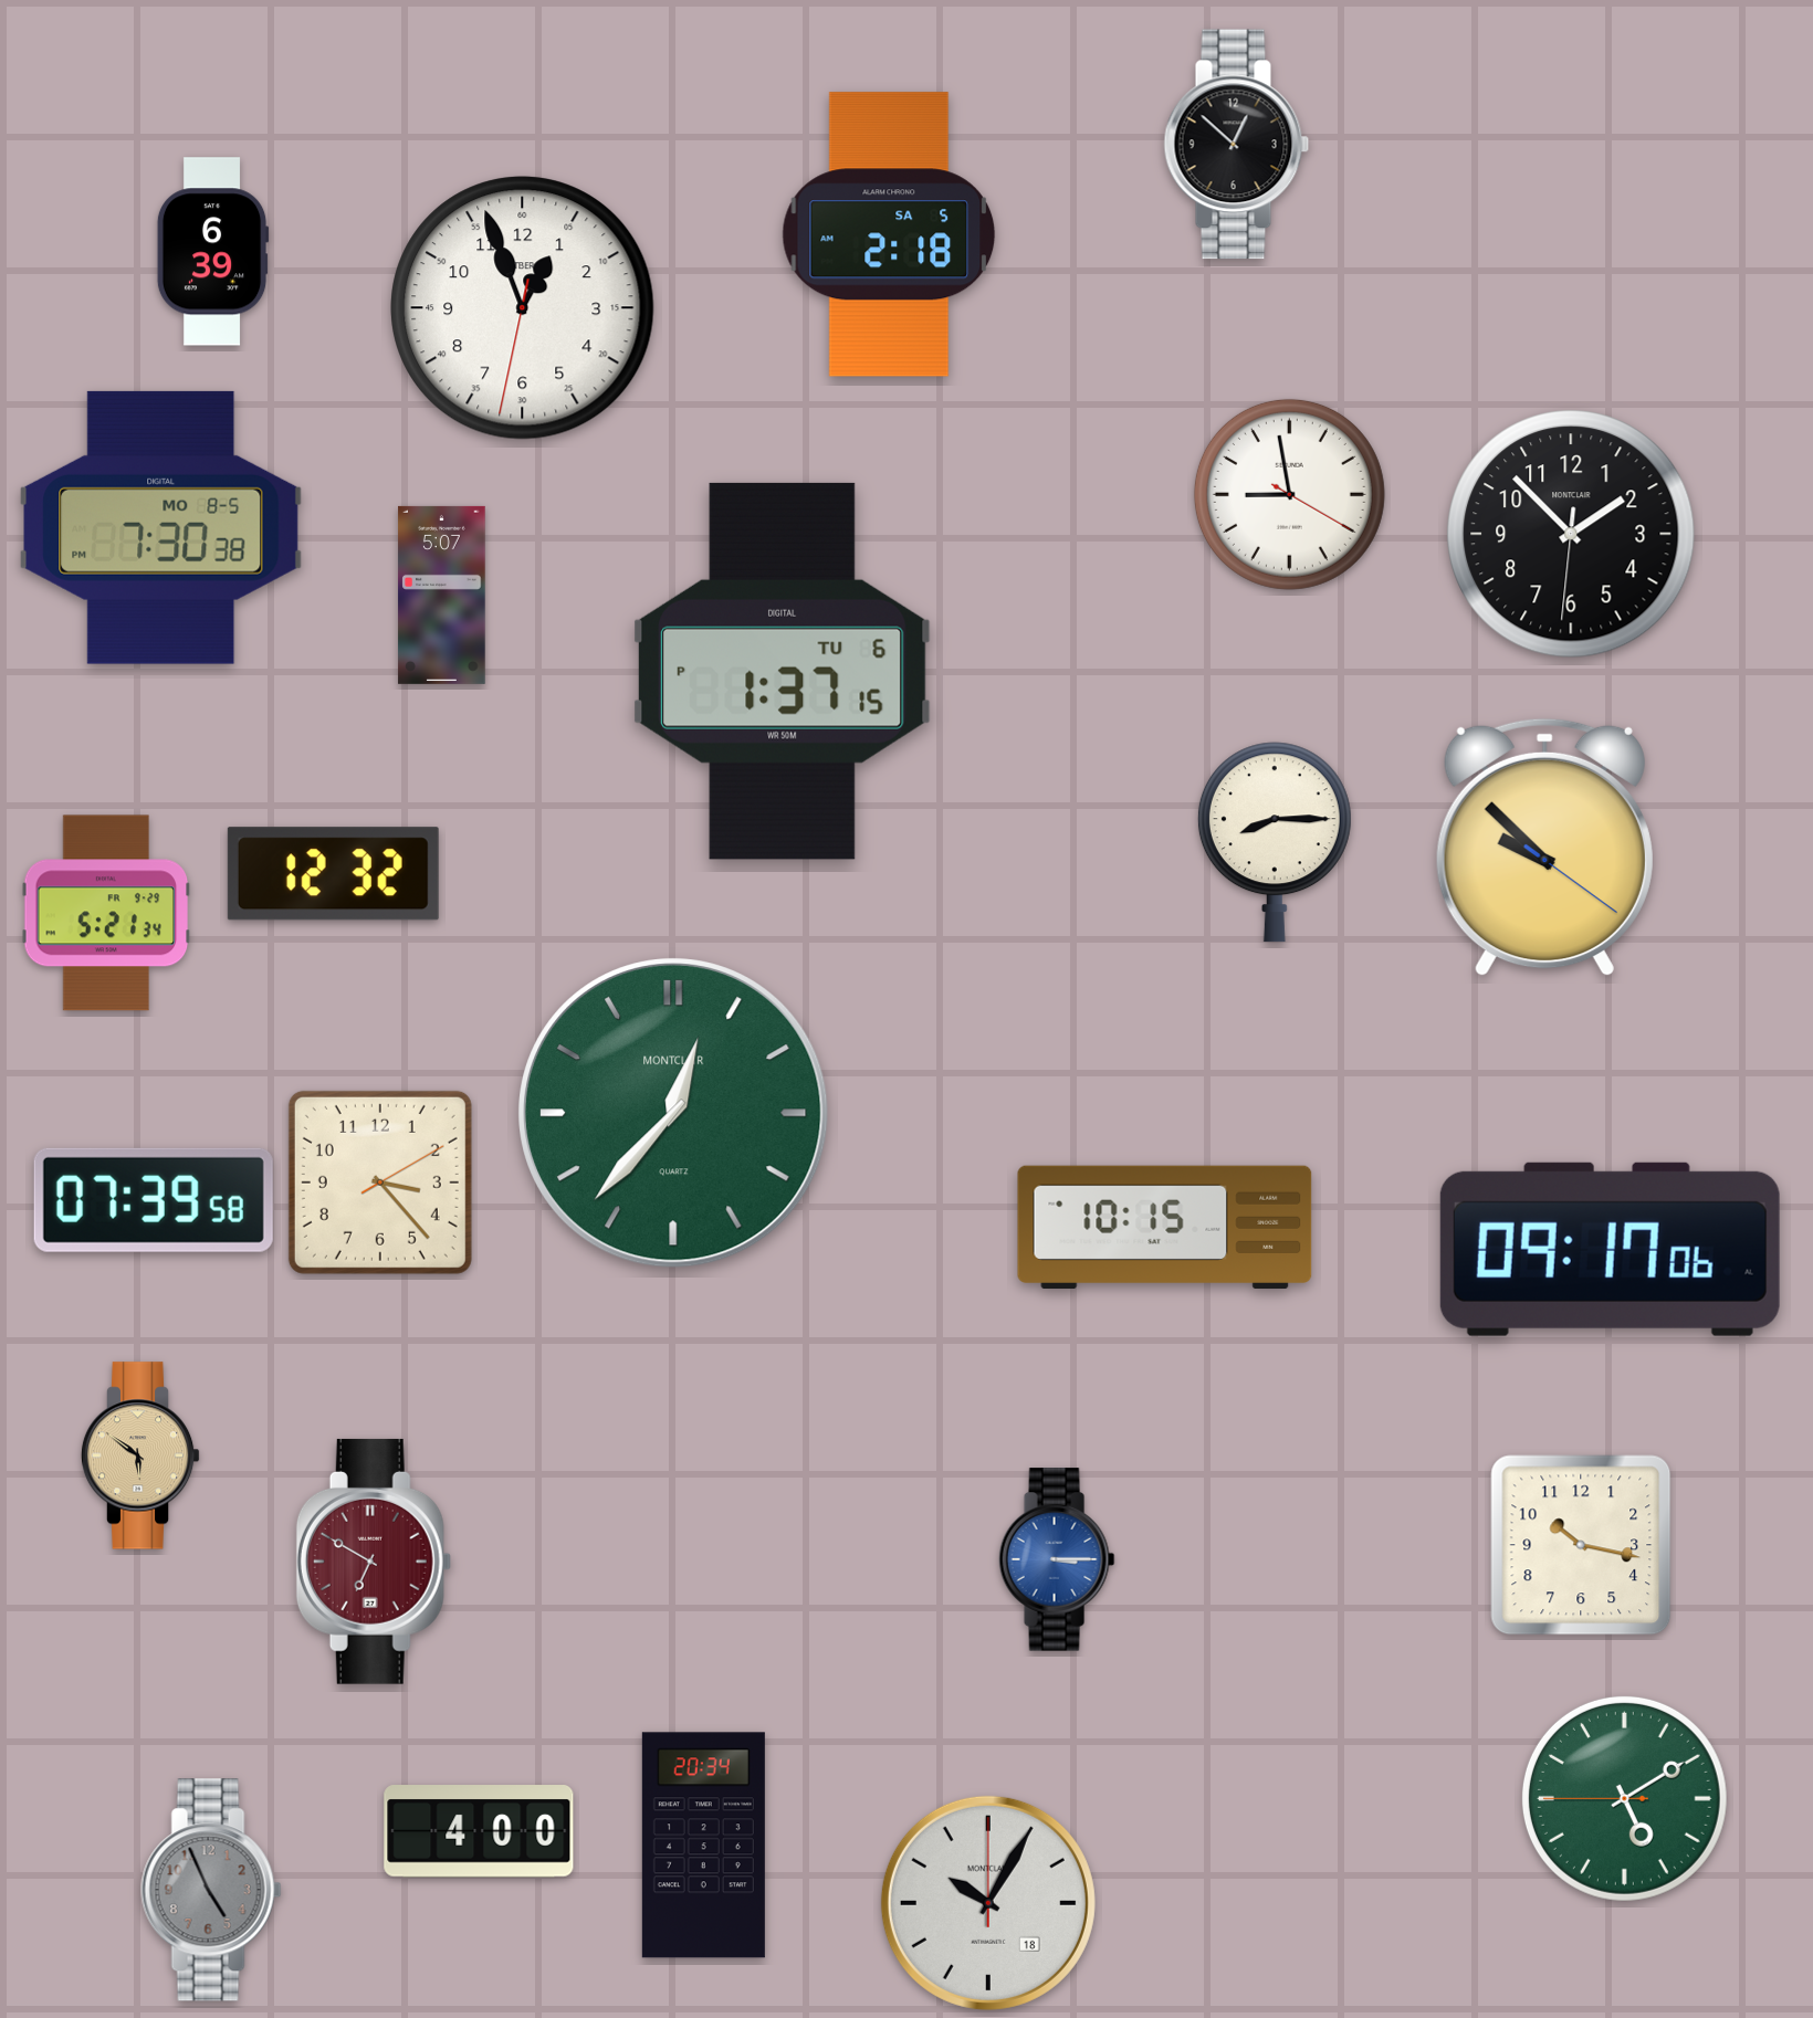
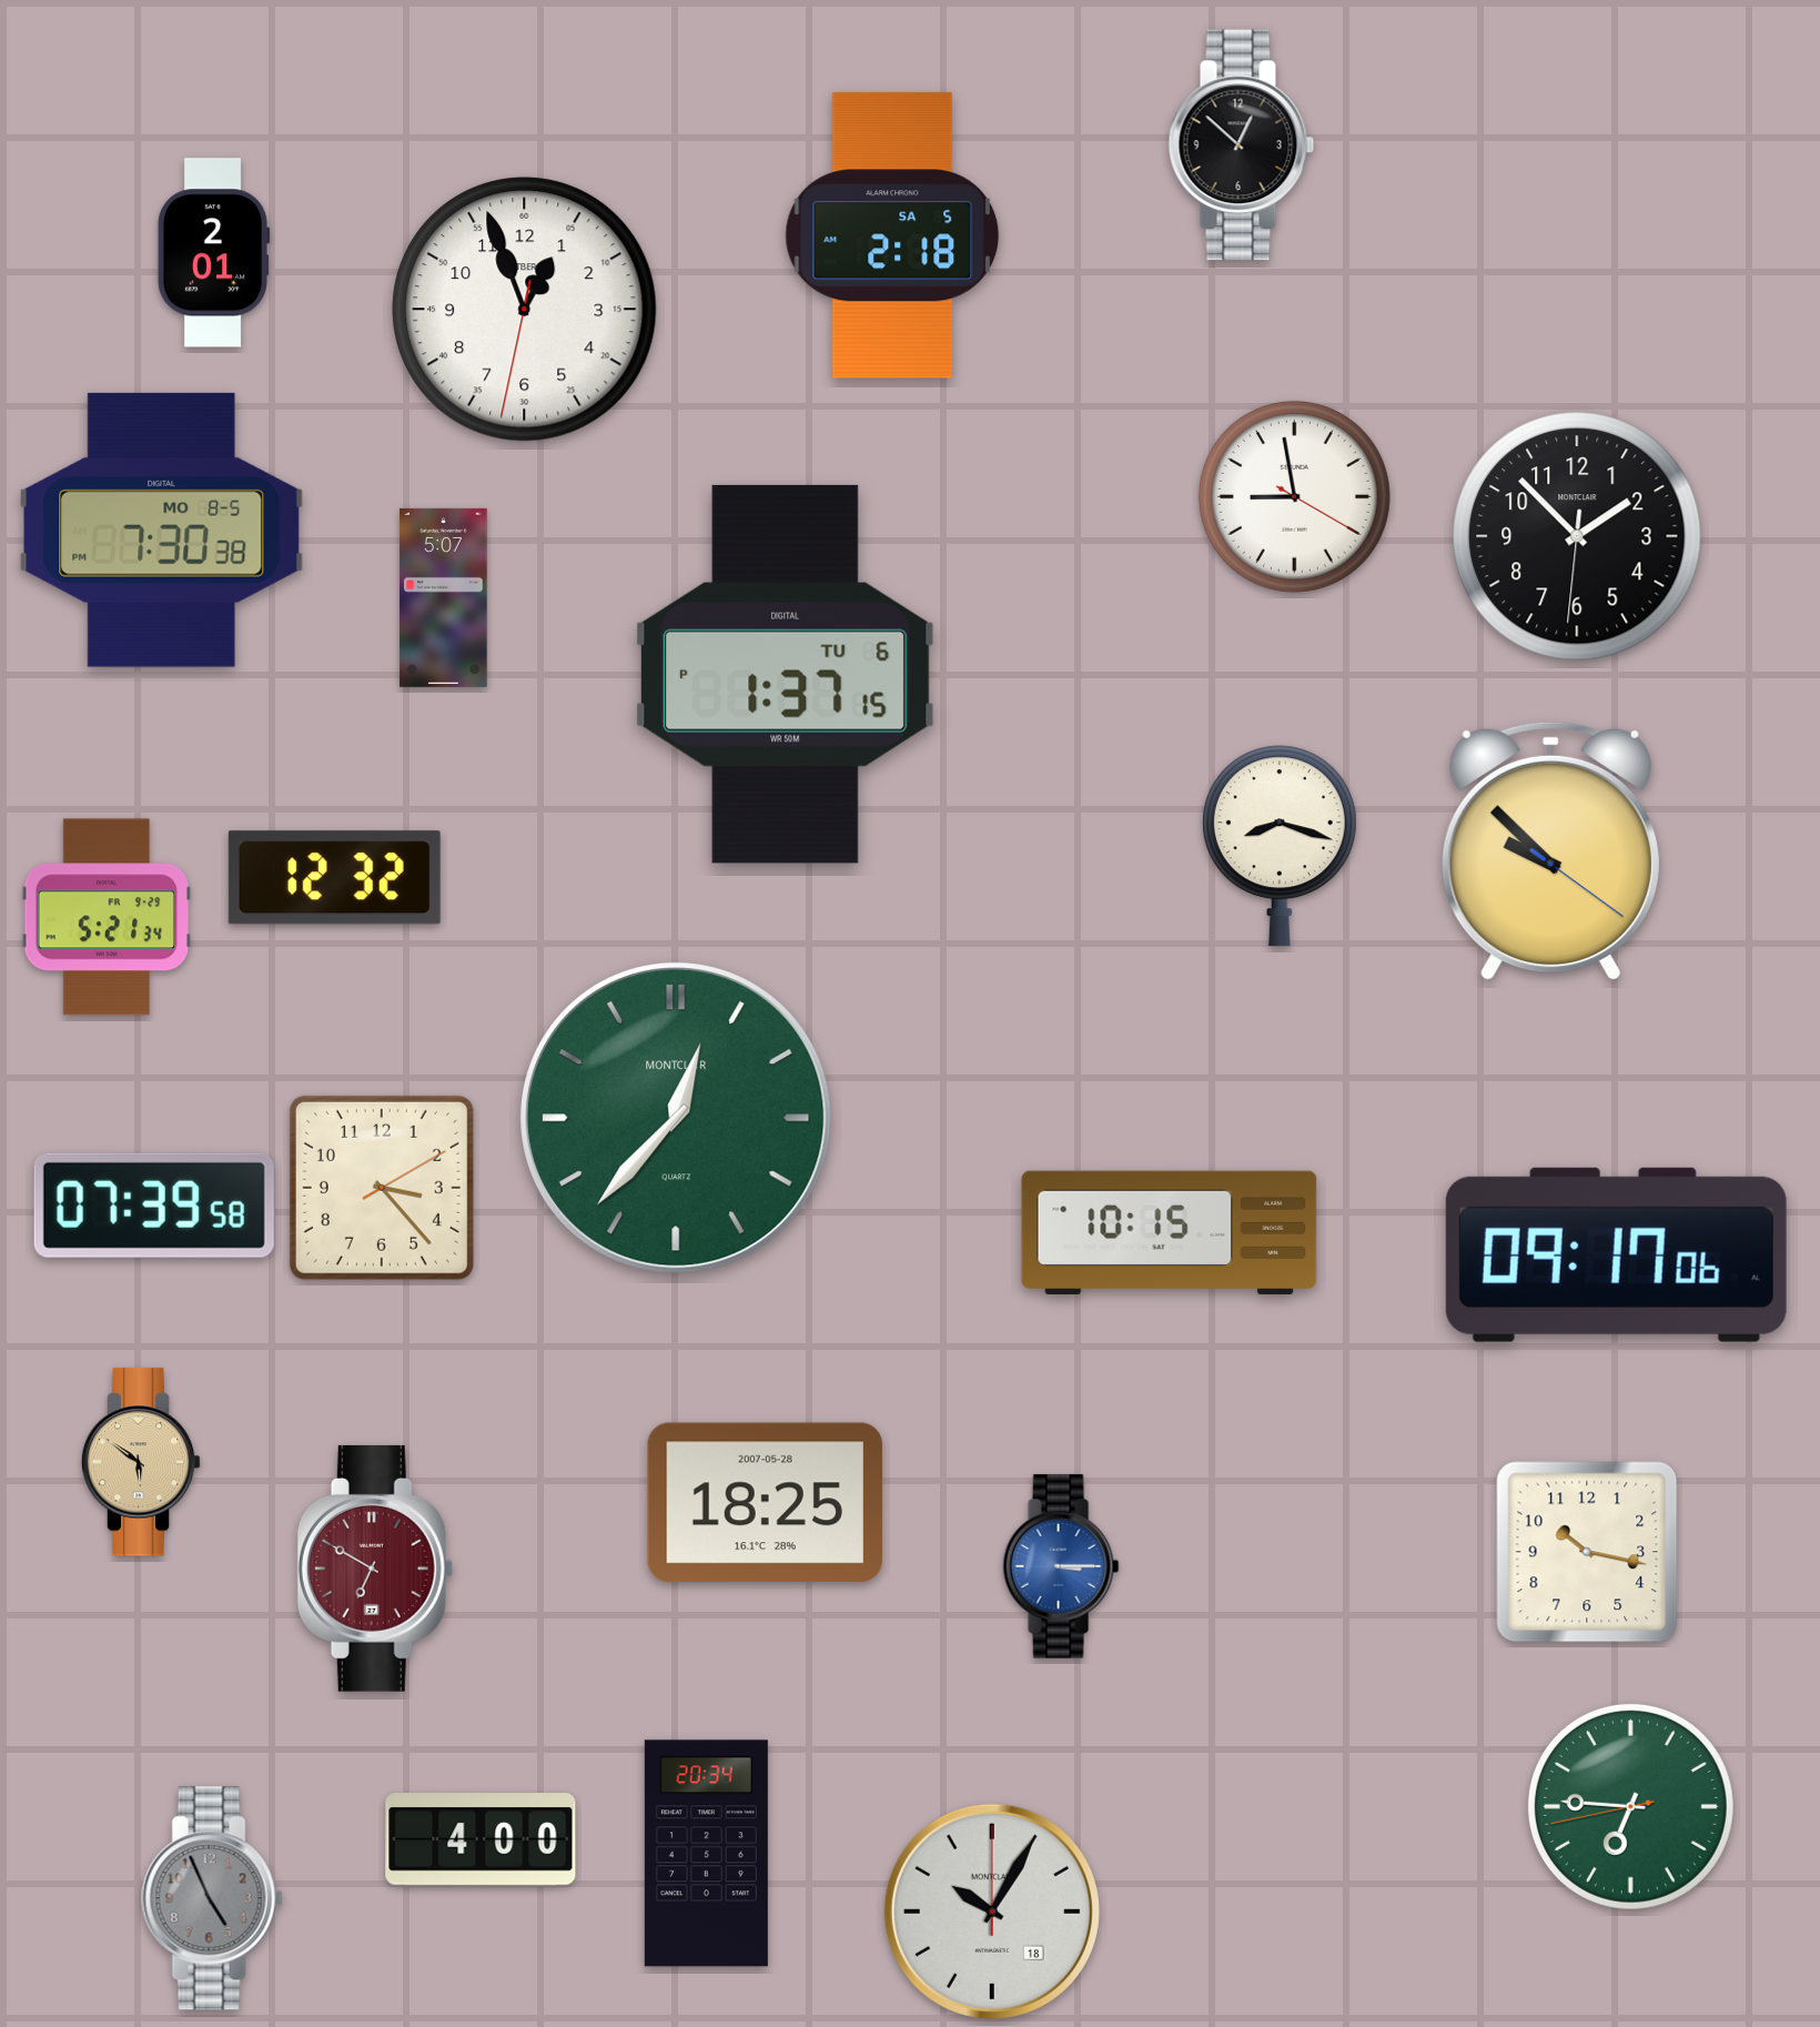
clock at (212, 252): 6:39 -> 2:01
clock at (1275, 842): 8:15 -> 8:18
clock at (765, 1503): none -> 18:25
clock at (1624, 1798): 5:09 -> 6:45
